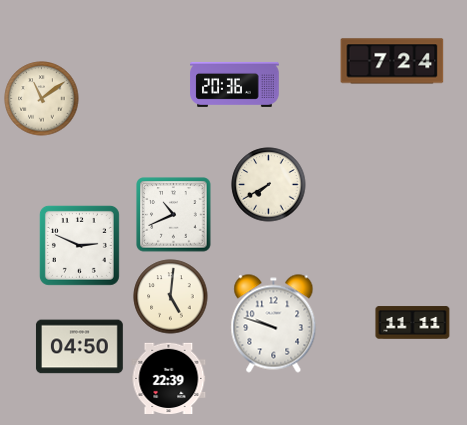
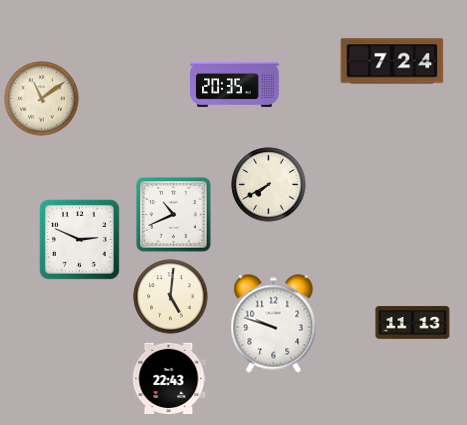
clock at (235, 84): 20:36 -> 20:35
clock at (79, 245) position: (79, 245) -> (79, 239)
clock at (413, 323): 11:11 -> 11:13
clock at (79, 347): 04:50 -> none
clock at (169, 378): 22:39 -> 22:43
